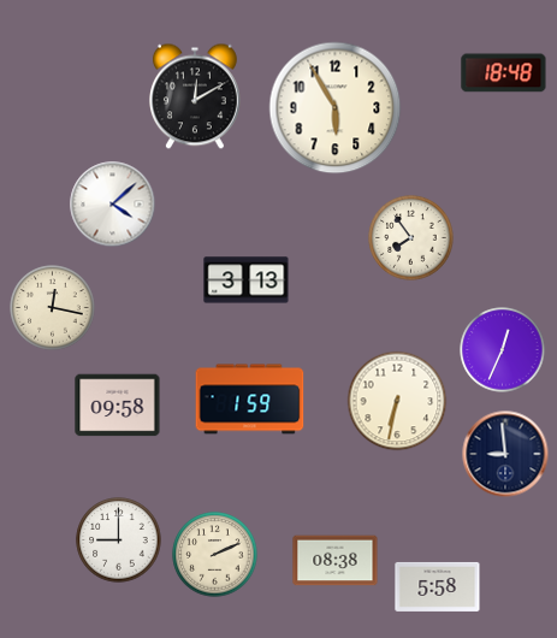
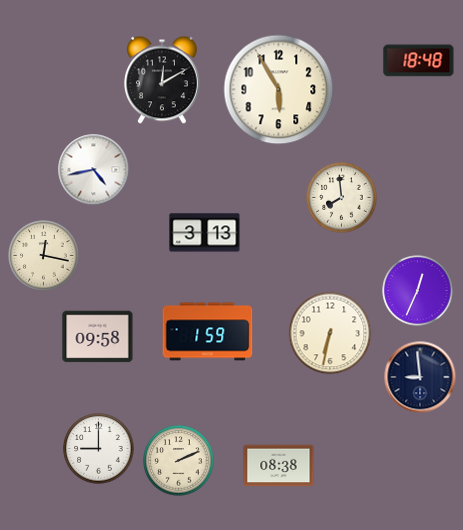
clock at (113, 205): 4:08 -> 4:43
clock at (411, 238): 7:54 -> 7:59
clock at (438, 586): 5:58 -> none
